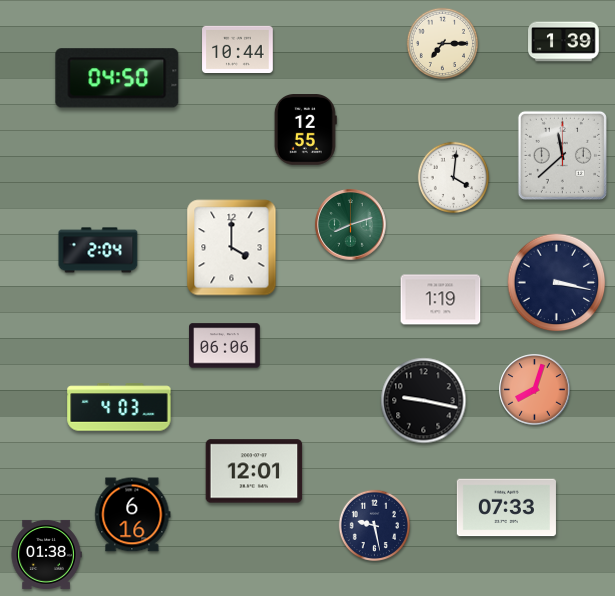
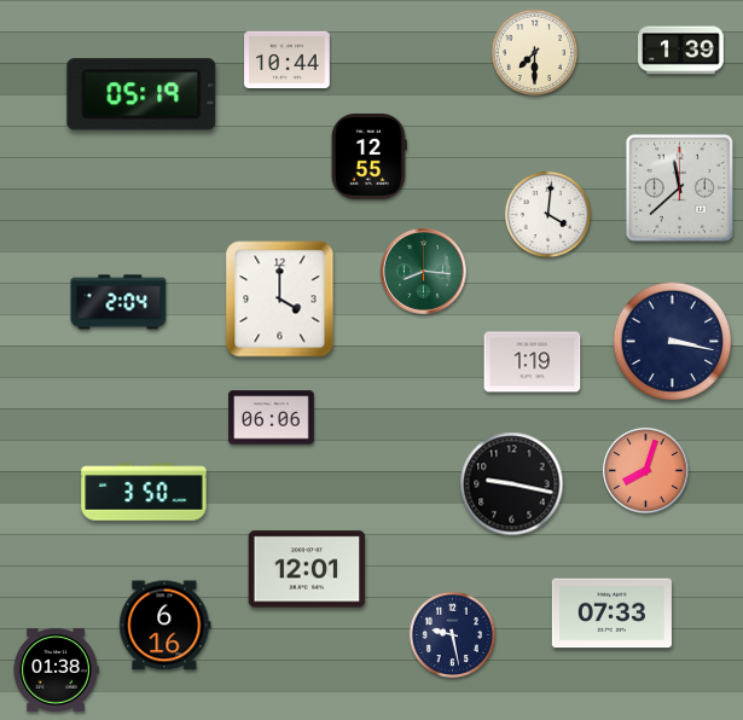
clock at (442, 43): 7:15 -> 7:30
clock at (117, 78): 04:50 -> 05:19
clock at (351, 225): 8:12 -> 8:16
clock at (119, 407): 4:03 -> 3:50
clock at (133, 515) position: (133, 515) -> (166, 626)
